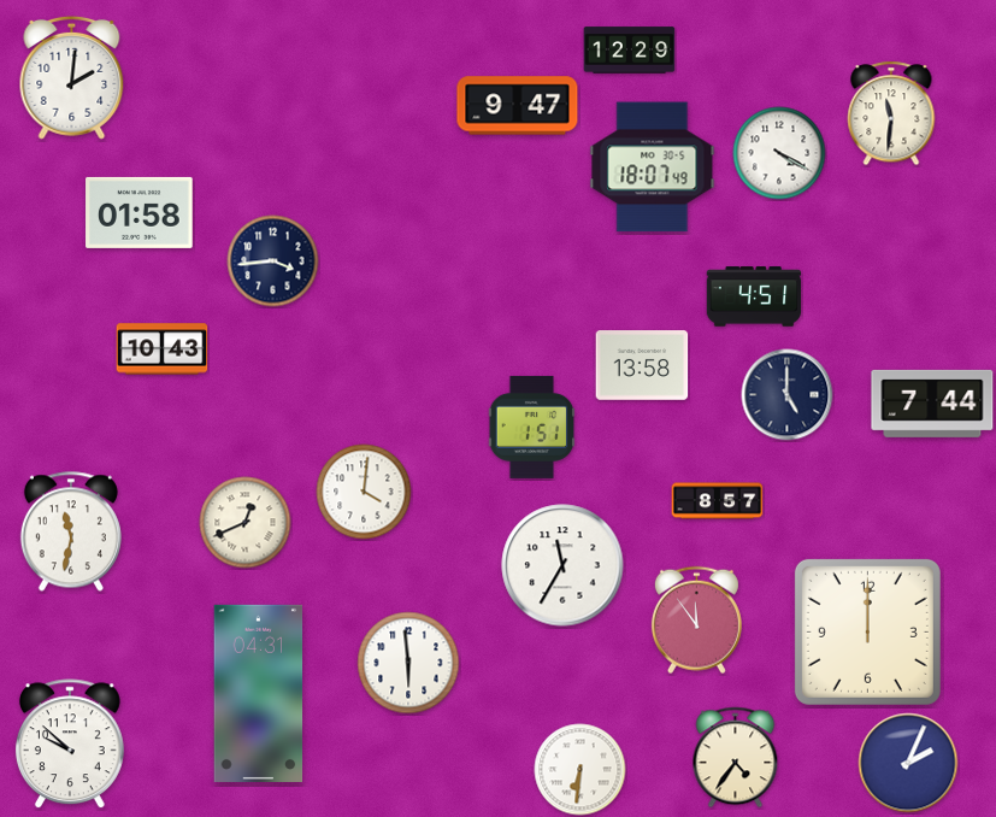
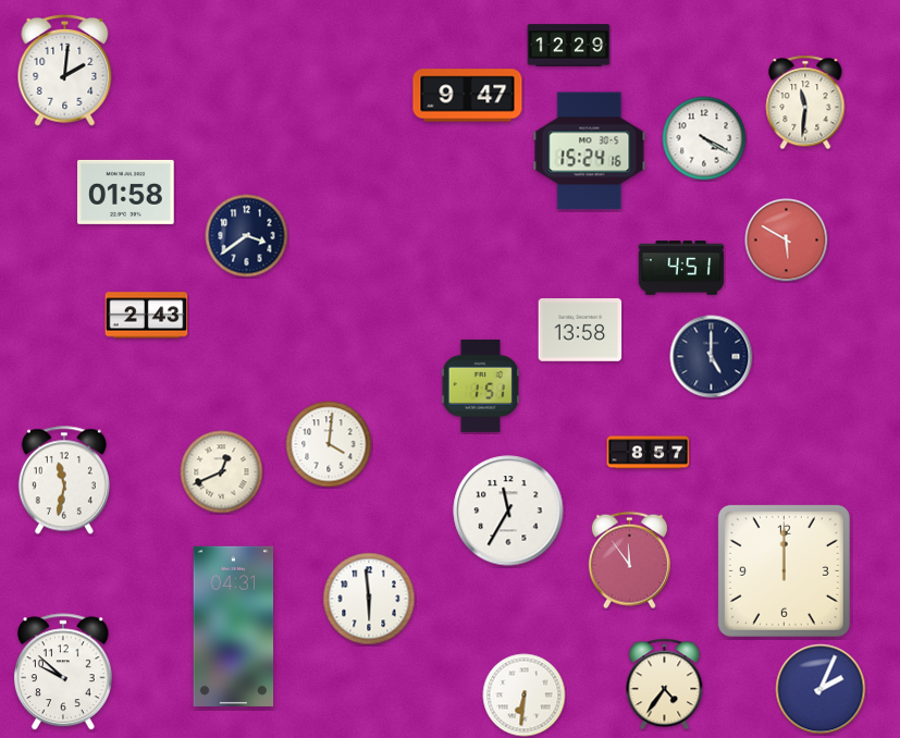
clock at (653, 167): 18:07 -> 15:24
clock at (273, 261): 3:44 -> 3:39
clock at (787, 241): none -> 5:50
clock at (163, 349): 10:43 -> 2:43
clock at (932, 404): 7:44 -> none
